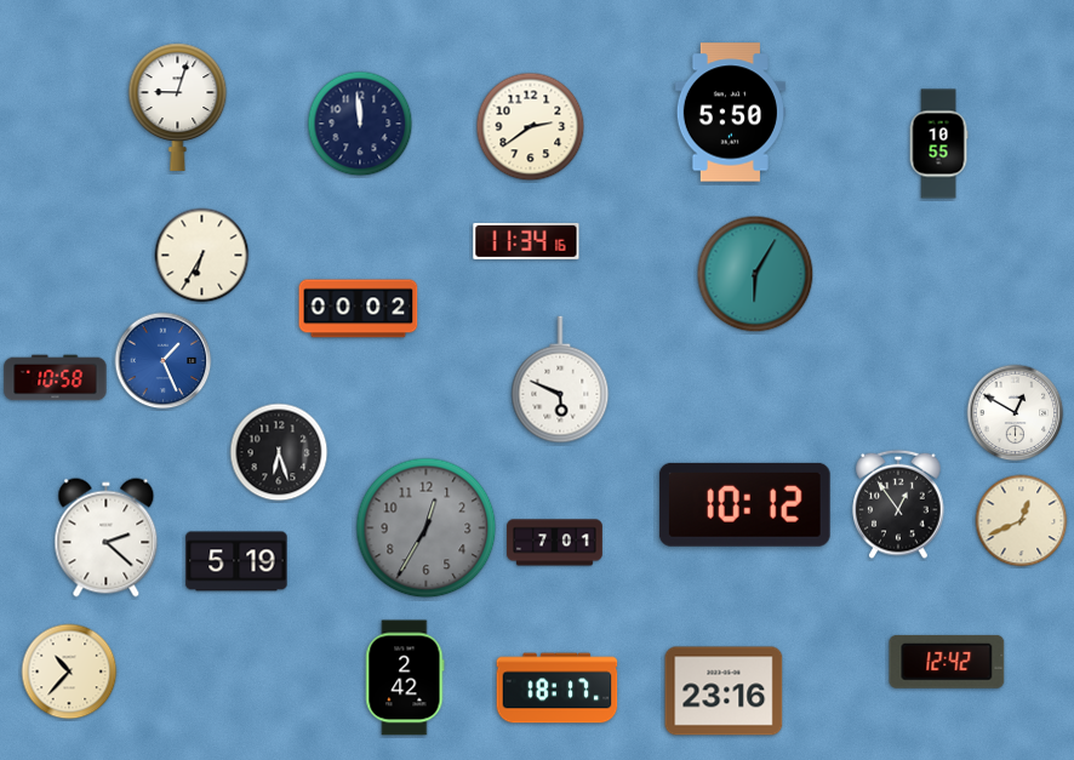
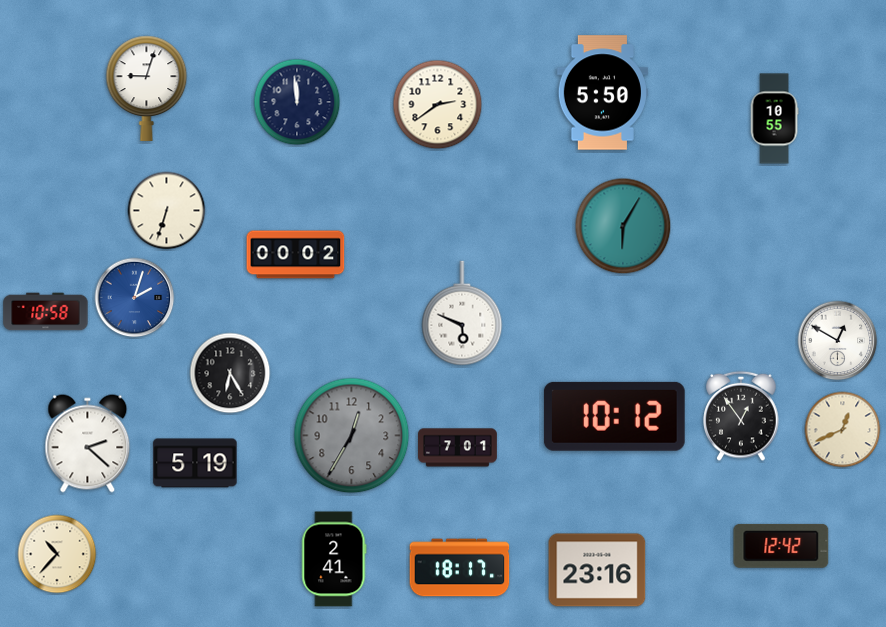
clock at (526, 241): 11:34 -> none
clock at (202, 256): 6:35 -> 6:33
clock at (164, 361): 1:26 -> 2:03
clock at (279, 452): 6:27 -> 6:25
clock at (405, 678): 2:42 -> 2:41
